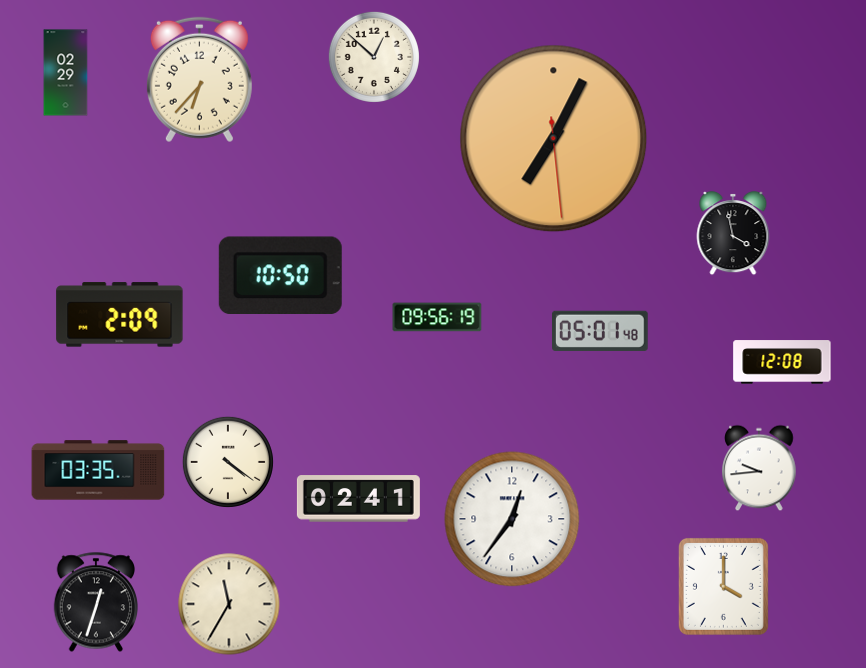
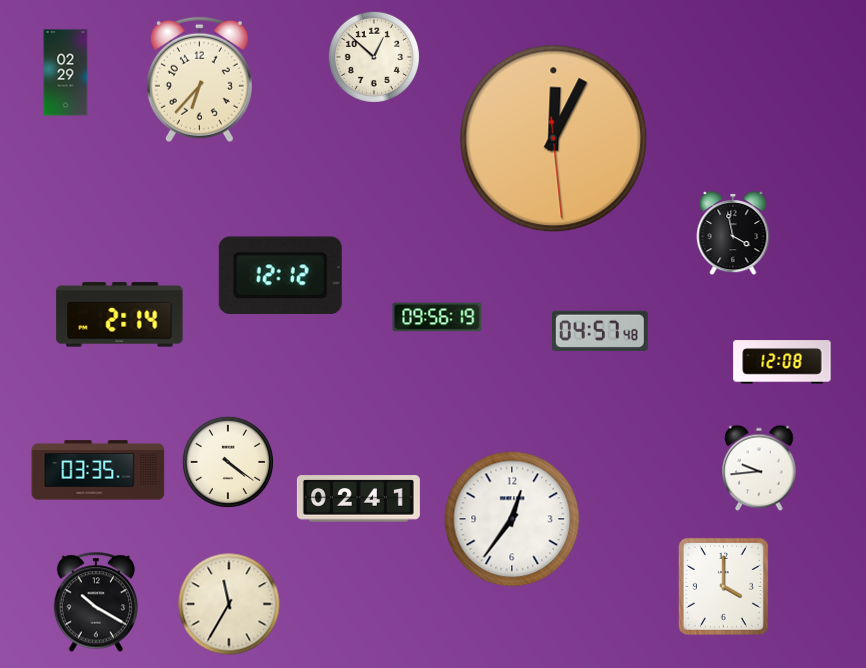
clock at (554, 139): 7:04 -> 12:04
clock at (280, 275): 10:50 -> 12:12
clock at (120, 315): 2:09 -> 2:14
clock at (601, 331): 05:01 -> 04:57
clock at (95, 602): 12:33 -> 10:20
